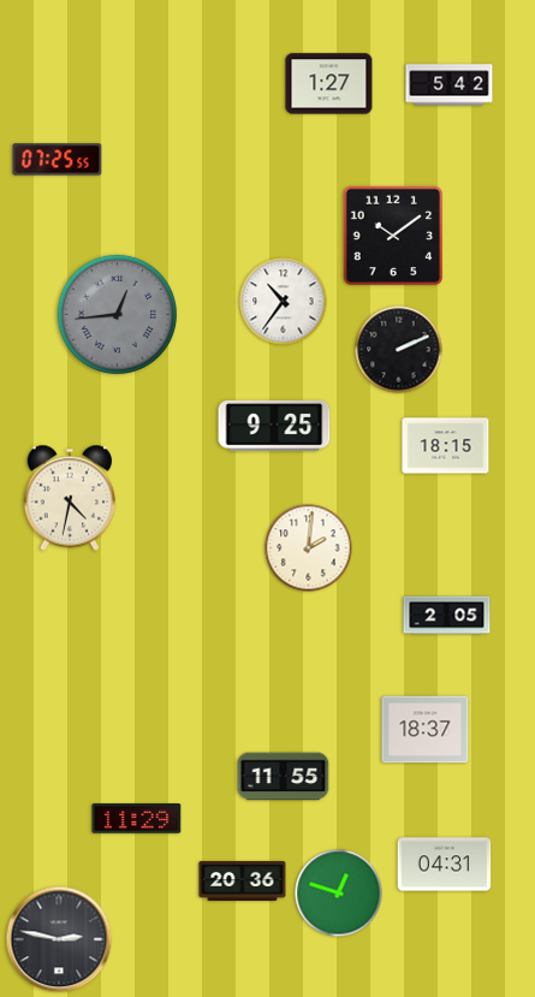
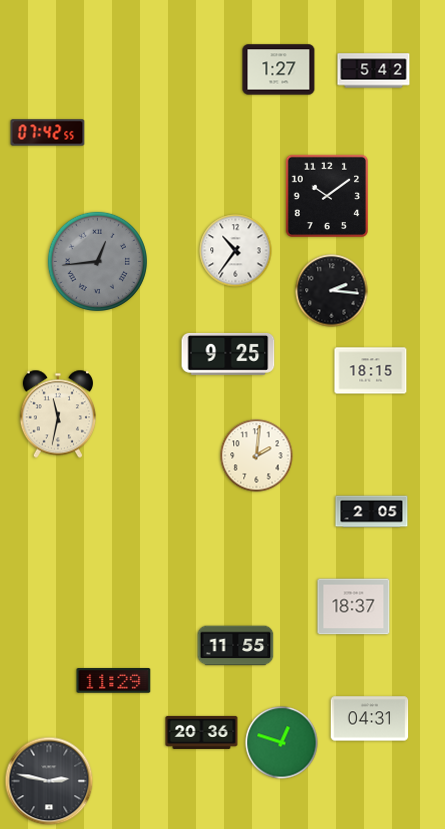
clock at (329, 84) position: (329, 84) -> (279, 70)
clock at (58, 160): 07:25 -> 07:42
clock at (399, 350): 2:11 -> 2:16
clock at (69, 498): 4:32 -> 11:32
